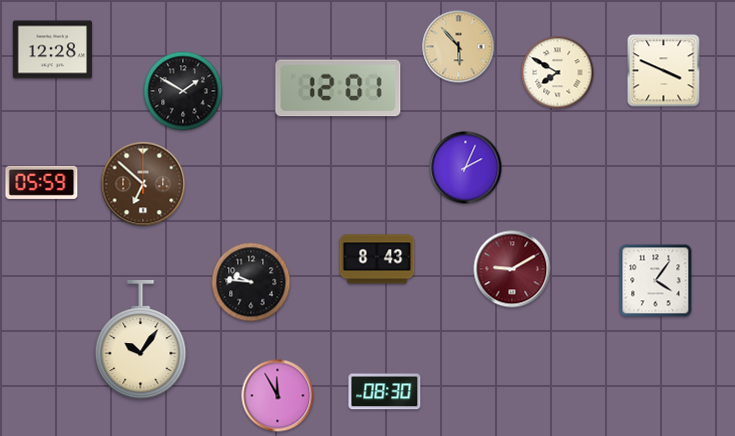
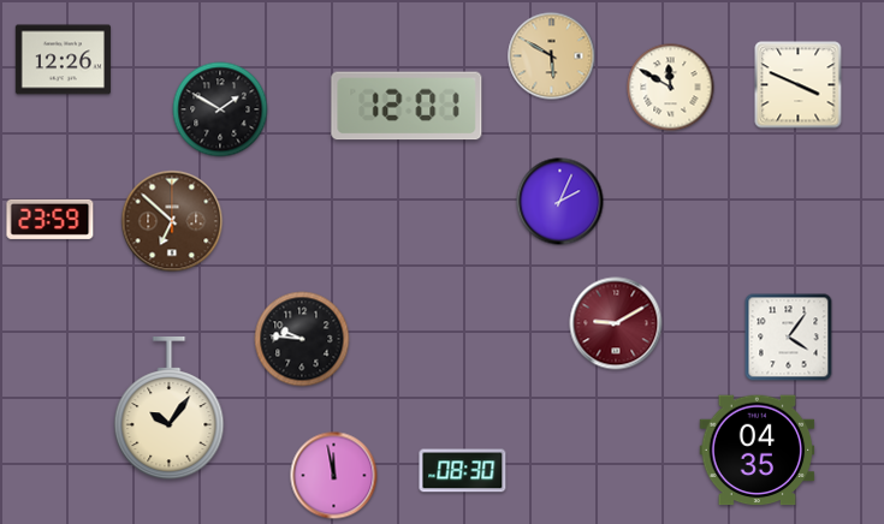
clock at (459, 47): 5:53 -> 5:50
clock at (52, 50): 12:28 -> 12:26
clock at (558, 73): 7:50 -> 11:50
clock at (42, 182): 05:59 -> 23:59
clock at (377, 259): 8:43 -> none
clock at (758, 451): none -> 04:35
clock at (278, 396): 11:55 -> 11:58
